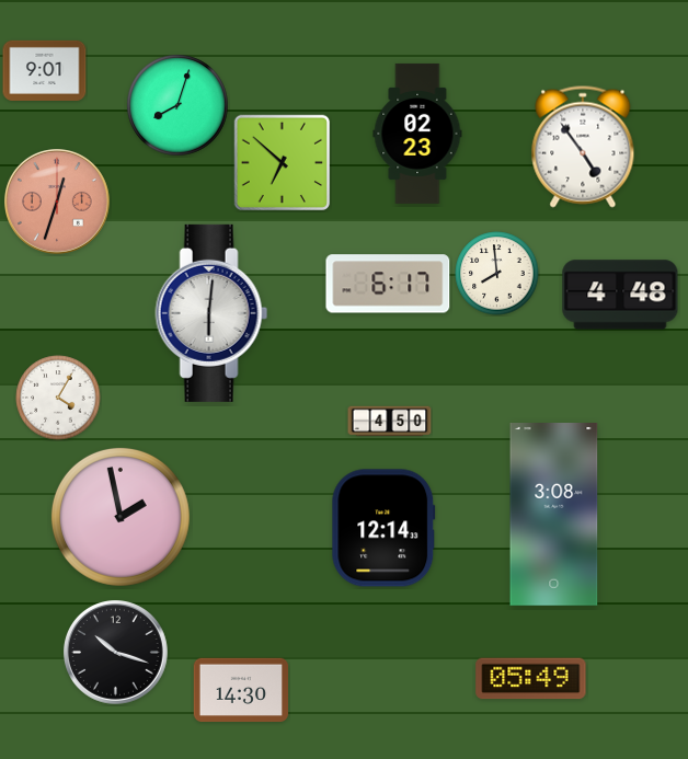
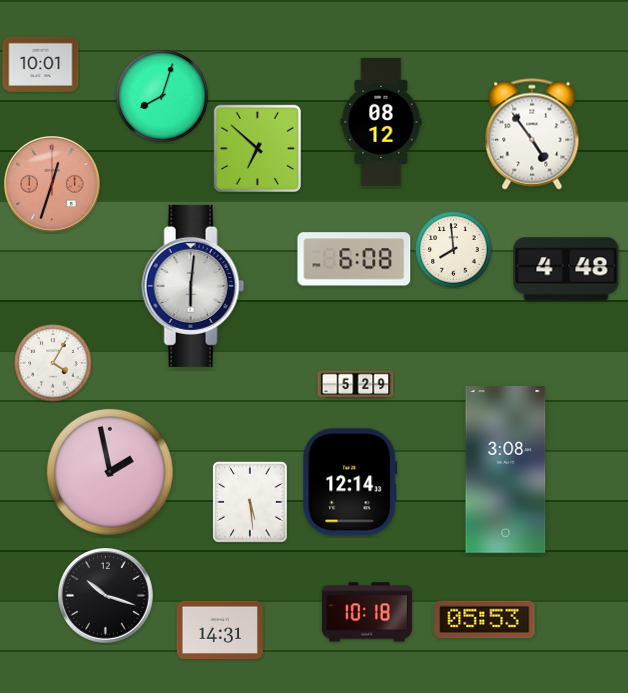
clock at (45, 70): 9:01 -> 10:01
clock at (417, 134): 02:23 -> 08:12
clock at (388, 284): 6:17 -> 6:08
clock at (390, 422): 4:50 -> 5:29
clock at (250, 502): none -> 5:29
clock at (367, 612): none -> 10:18
clock at (531, 679): 05:49 -> 05:53
clock at (241, 690): 14:30 -> 14:31
